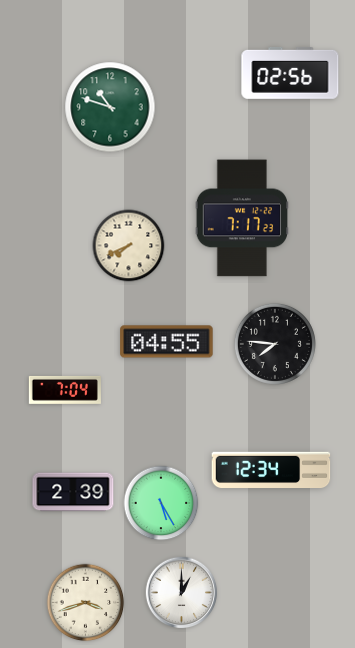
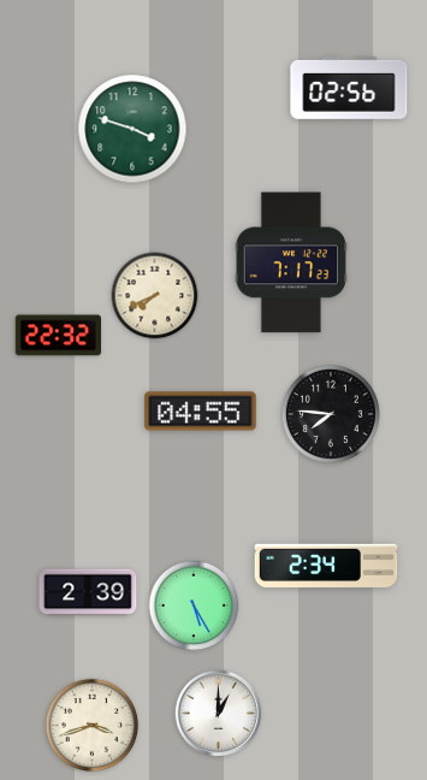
clock at (110, 107): 10:48 -> 3:48
clock at (58, 336): none -> 22:32
clock at (65, 390): 7:04 -> none
clock at (271, 470): 12:34 -> 2:34
clock at (86, 603) position: (86, 603) -> (93, 726)
